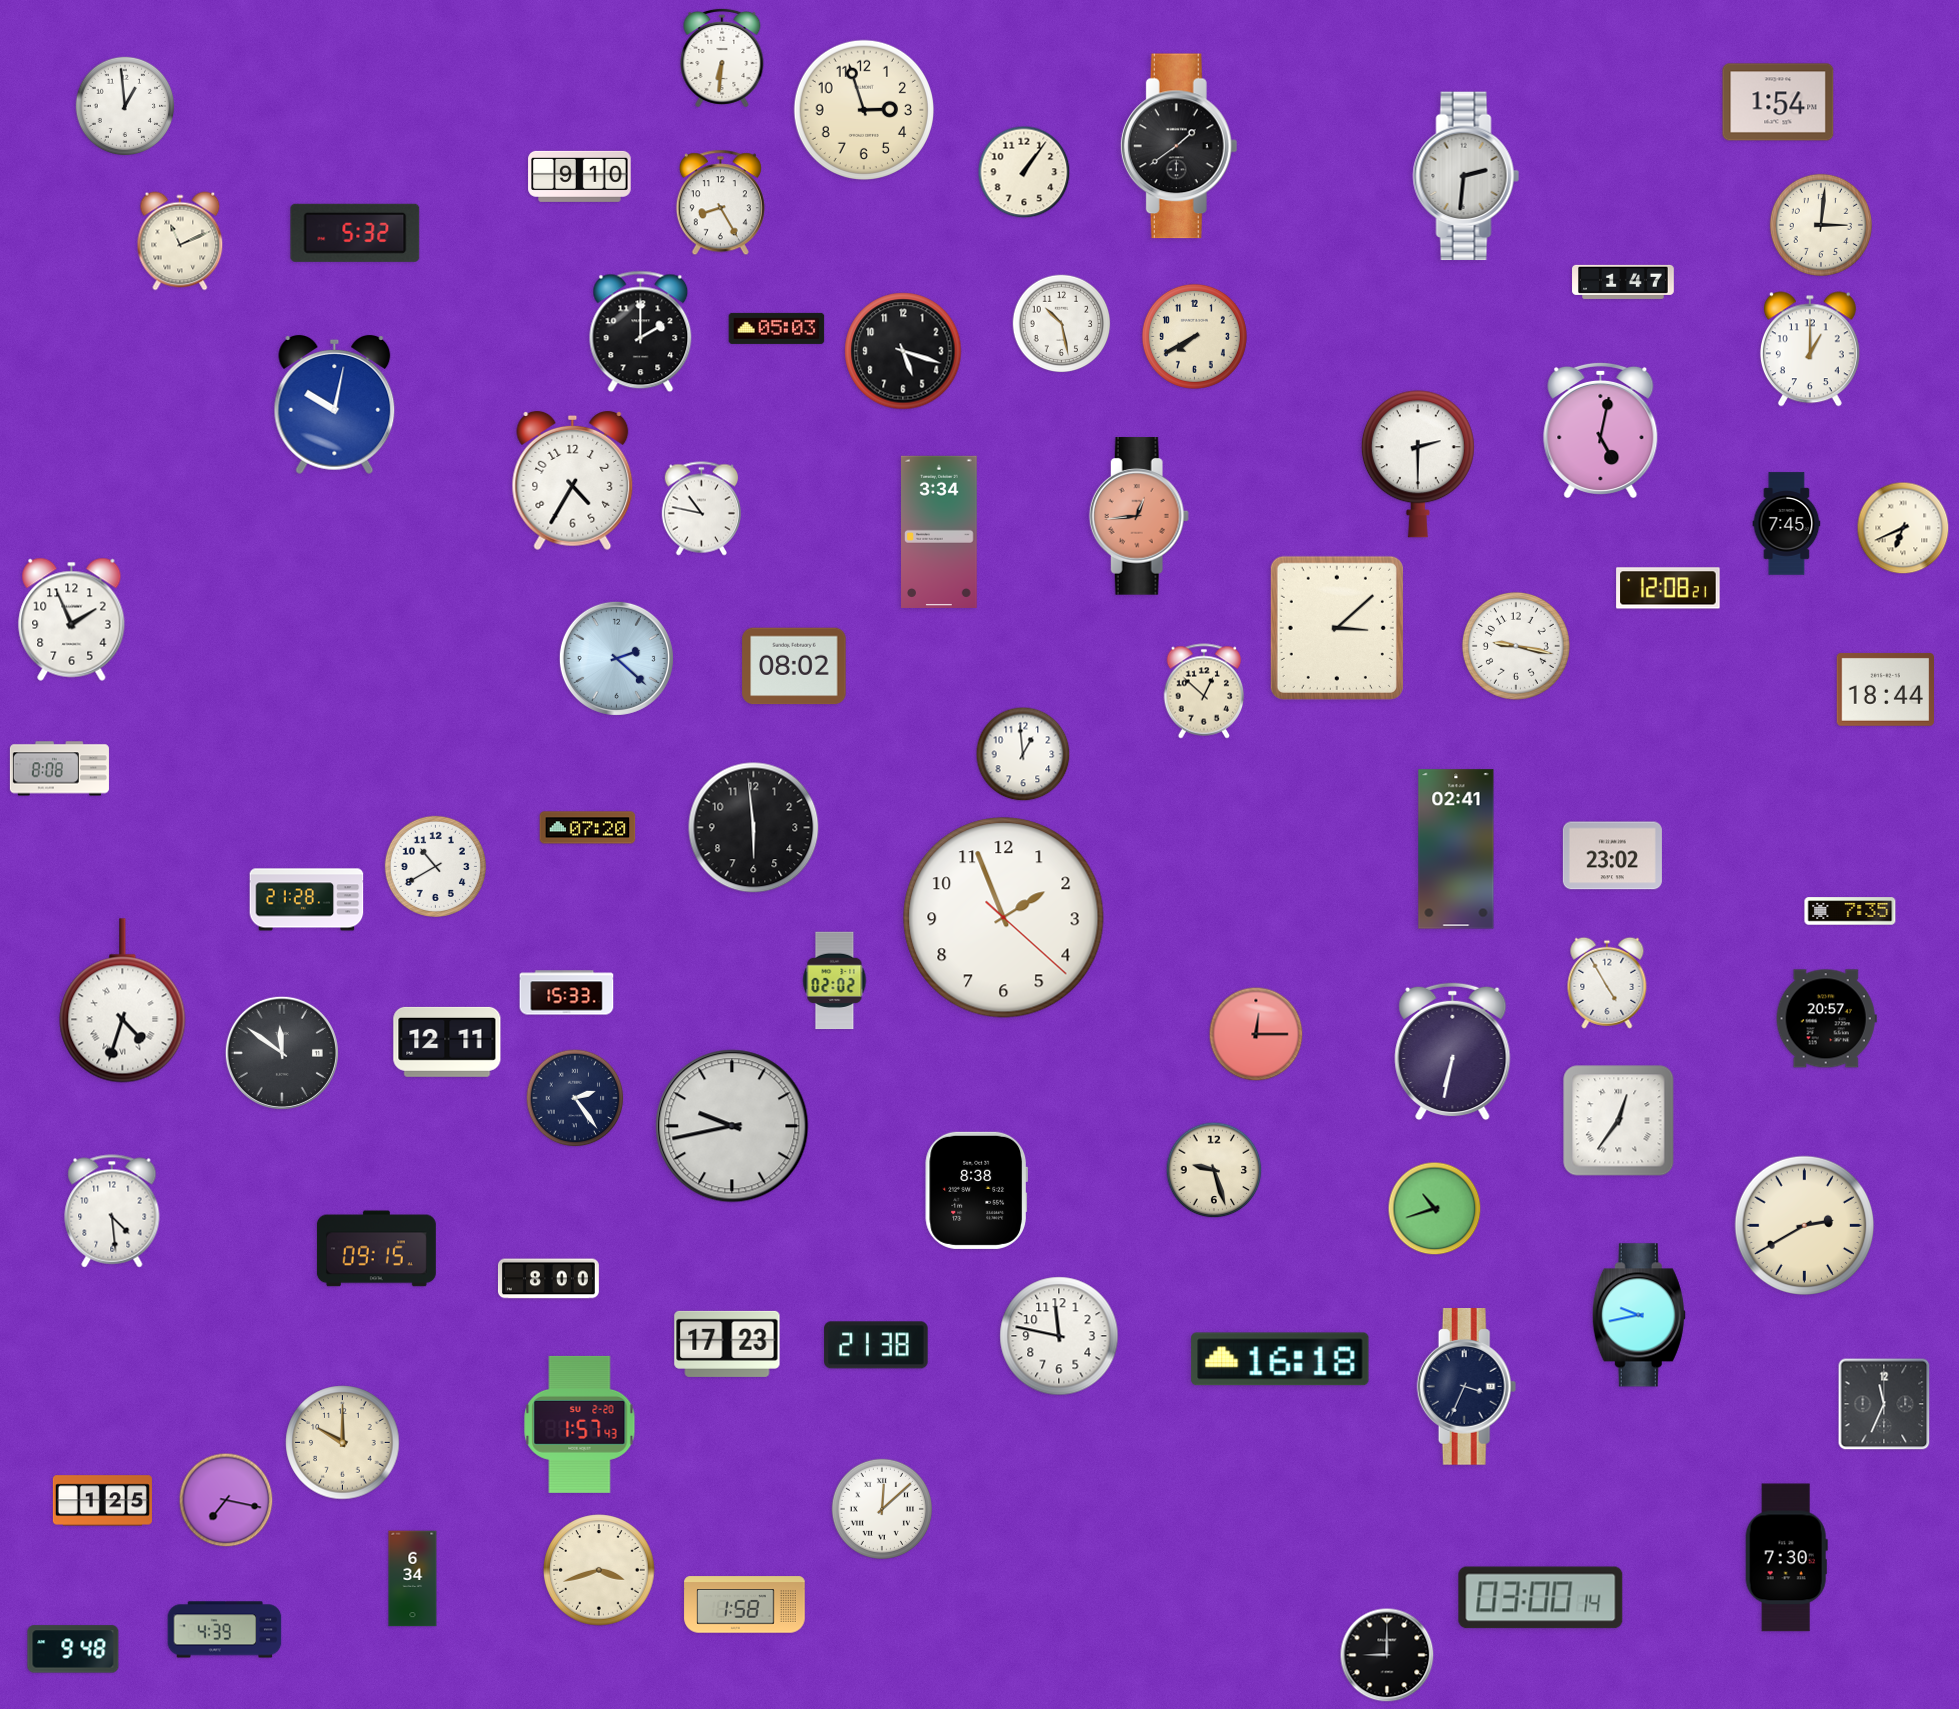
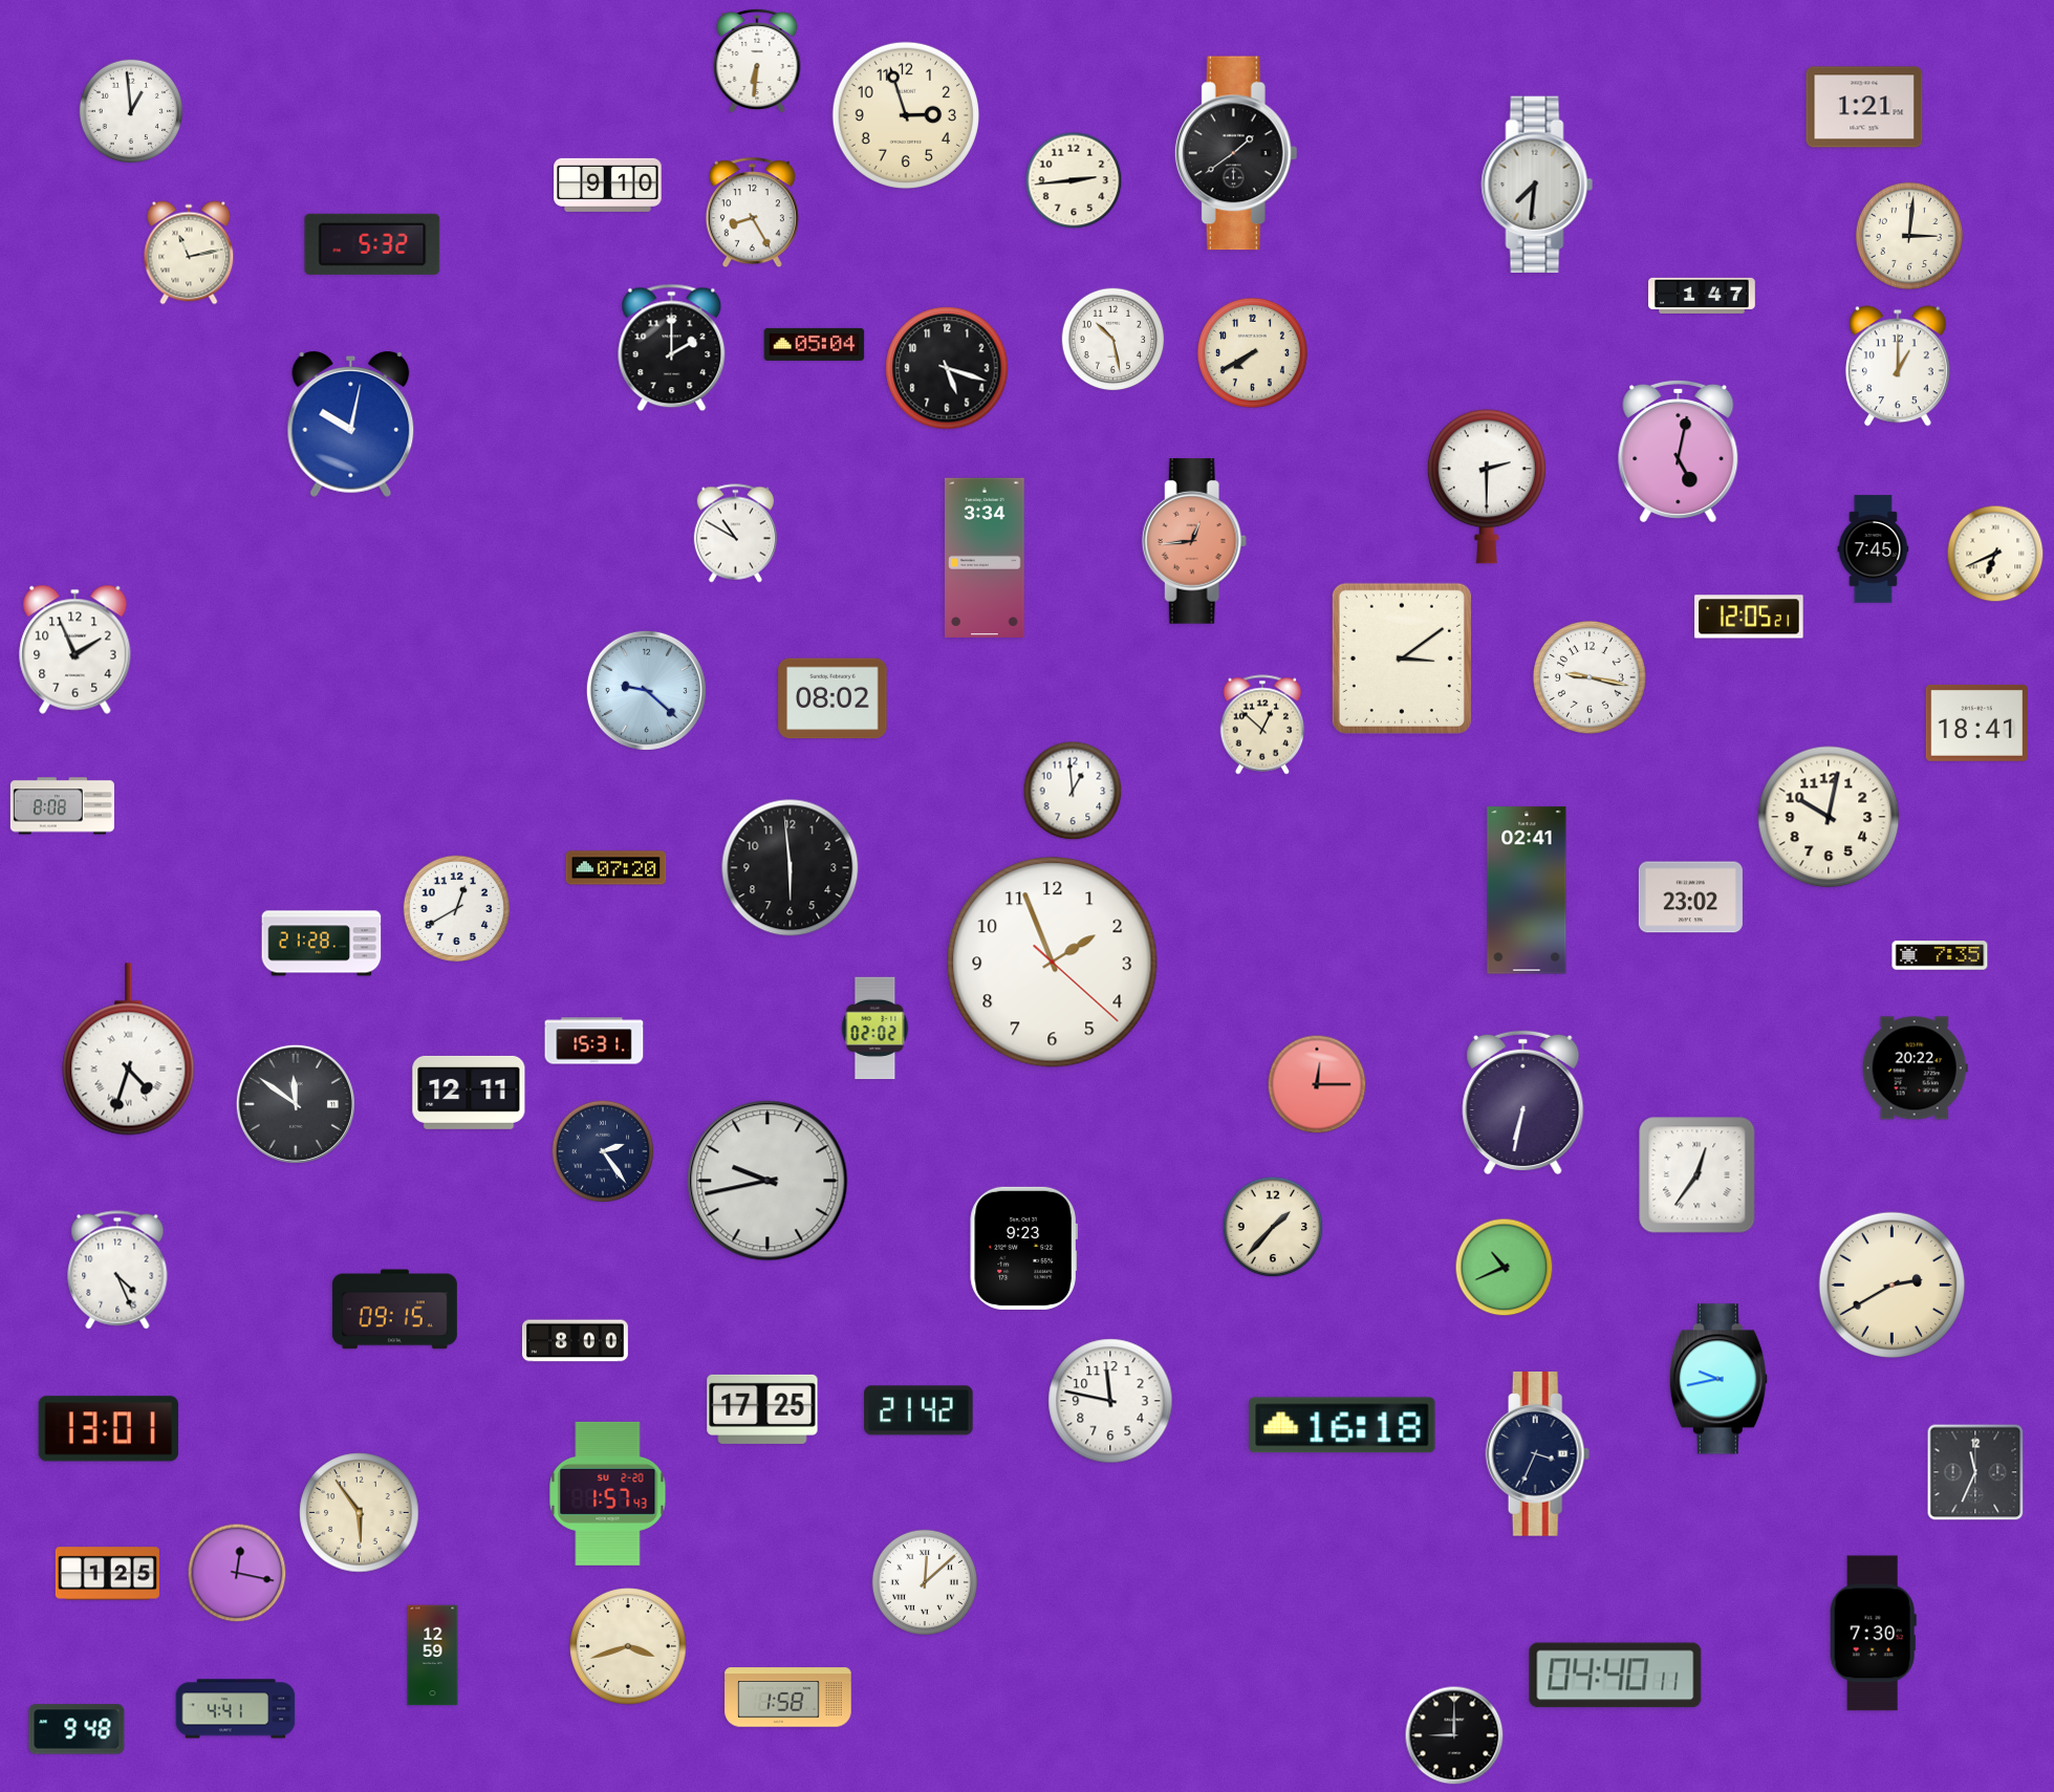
clock at (1778, 102): 1:54 -> 1:21
clock at (1024, 172): 1:06 -> 2:44
clock at (1466, 176): 2:31 -> 7:31
clock at (720, 203) position: (720, 203) -> (752, 213)
clock at (180, 241): 11:11 -> 11:13
clock at (777, 328): 05:03 -> 05:04
clock at (573, 481): 4:35 -> none
clock at (701, 509): 10:47 -> 10:50
clock at (1668, 588): 12:08 -> 12:05
clock at (1337, 628): 3:08 -> 3:09
clock at (616, 658): 2:22 -> 9:22
clock at (1886, 689): 18:44 -> 18:41
clock at (1829, 817): none -> 10:02
clock at (435, 866): 10:40 -> 12:40
clock at (1607, 983): 4:55 -> none
clock at (567, 993): 15:33 -> 15:31
clock at (1826, 1019): 20:57 -> 20:22
clock at (1214, 1170): 9:27 -> 1:37
clock at (976, 1190): 8:38 -> 9:23
clock at (1435, 1209): 10:42 -> 10:41
clock at (112, 1211): 4:29 -> 4:26
clock at (727, 1344): 17:23 -> 17:25
clock at (876, 1345): 21:38 -> 21:42
clock at (108, 1429): none -> 13:01
clock at (343, 1443): 10:00 -> 5:54
clock at (226, 1500): 7:17 -> 12:17
clock at (413, 1579): 6:34 -> 12:59
clock at (1541, 1598): 03:00 -> 04:40
clock at (745, 1605) position: (745, 1605) -> (788, 1698)
clock at (225, 1630): 4:39 -> 4:41
